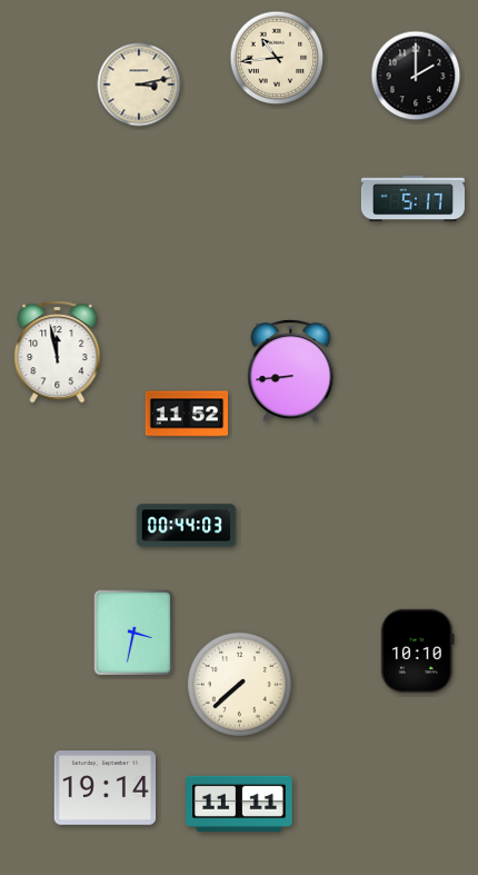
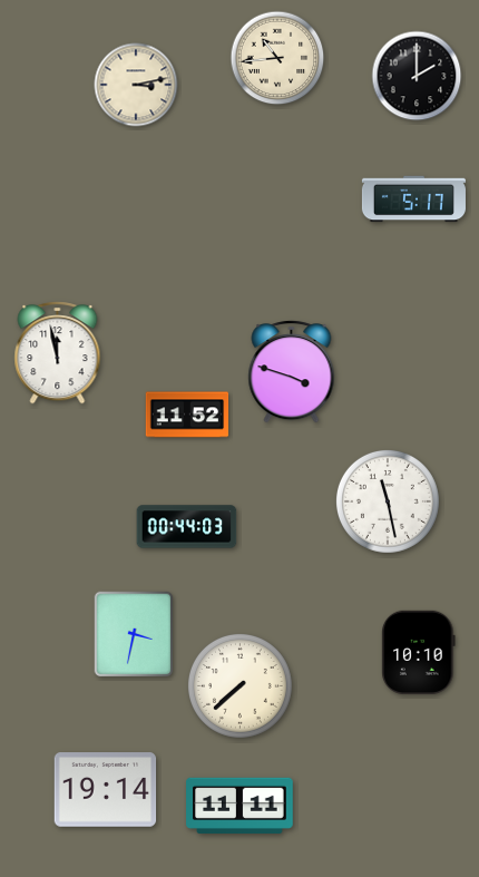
clock at (139, 84) position: (139, 84) -> (136, 85)
clock at (291, 371): 8:44 -> 3:48
clock at (388, 501): none -> 11:28
